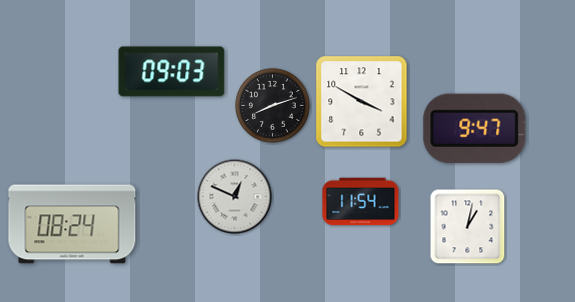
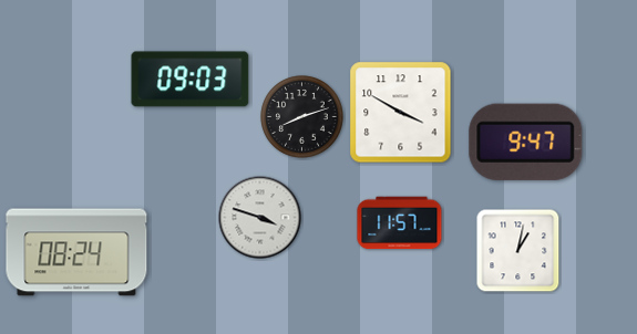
clock at (235, 197): 12:49 -> 3:48
clock at (361, 202): 11:54 -> 11:57
clock at (72, 224) position: (72, 224) -> (76, 252)
